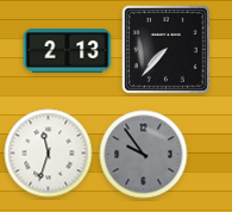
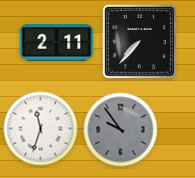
clock at (68, 51): 2:13 -> 2:11
